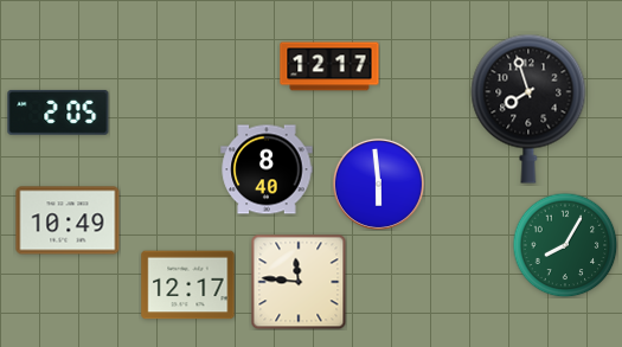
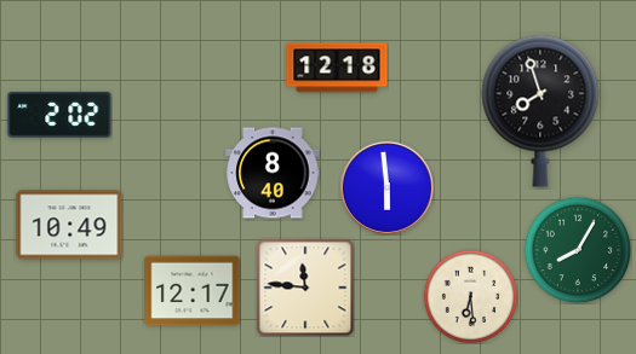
clock at (329, 66): 12:17 -> 12:18
clock at (58, 113): 2:05 -> 2:02
clock at (470, 296): none -> 6:29
